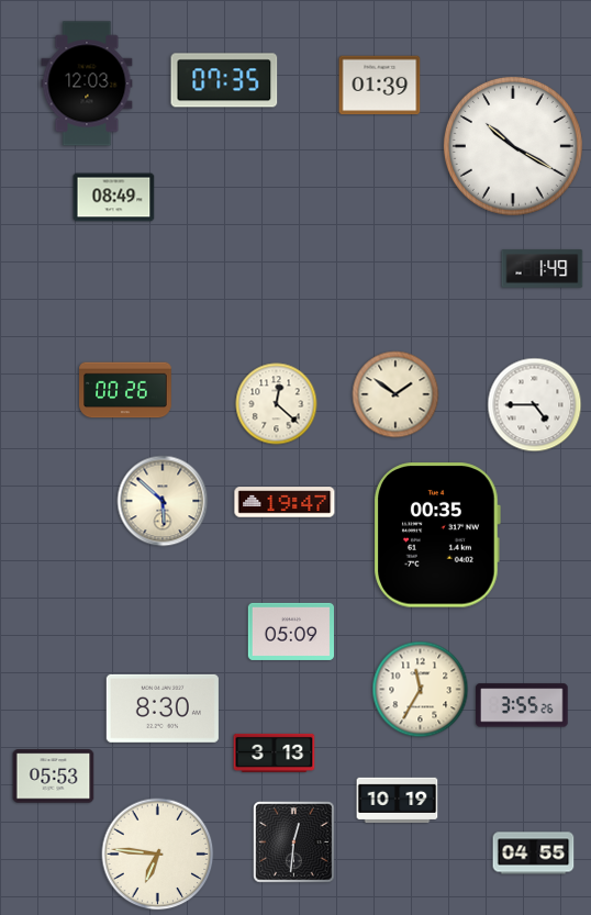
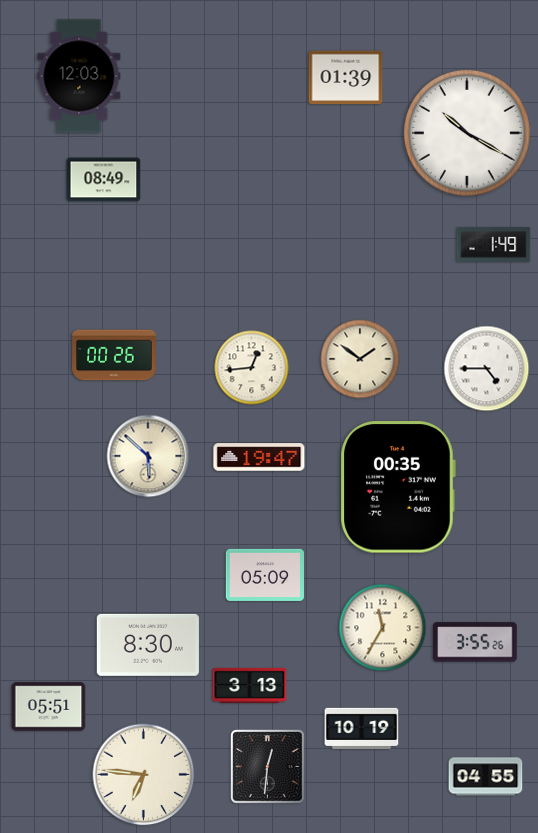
clock at (224, 80): 07:35 -> none
clock at (277, 404): 12:22 -> 12:44
clock at (54, 777): 05:53 -> 05:51
clock at (158, 855) position: (158, 855) -> (144, 775)
